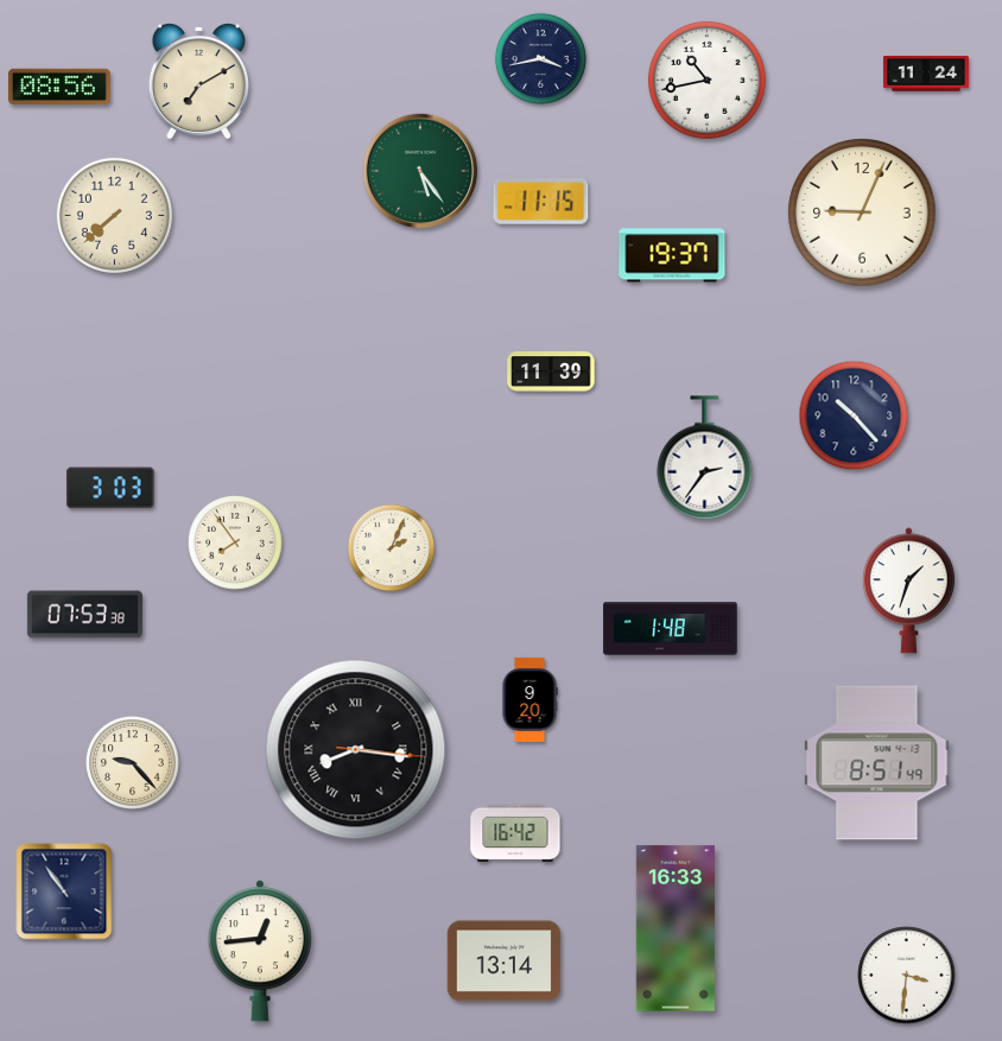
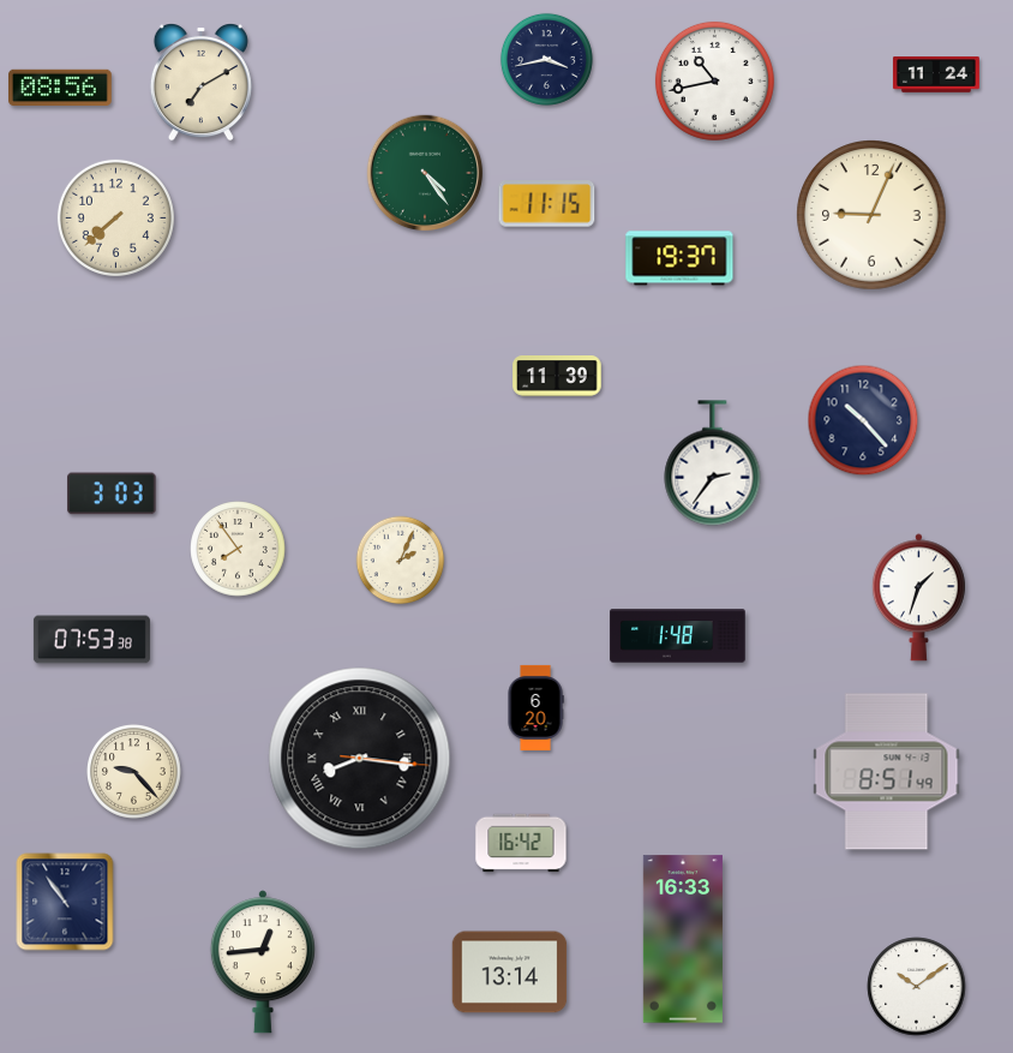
clock at (420, 171): 5:24 -> 4:24
clock at (392, 548) position: (392, 548) -> (401, 561)
clock at (84, 615) position: (84, 615) -> (91, 640)
clock at (529, 699): 9:20 -> 6:20
clock at (907, 976): 3:31 -> 10:09
